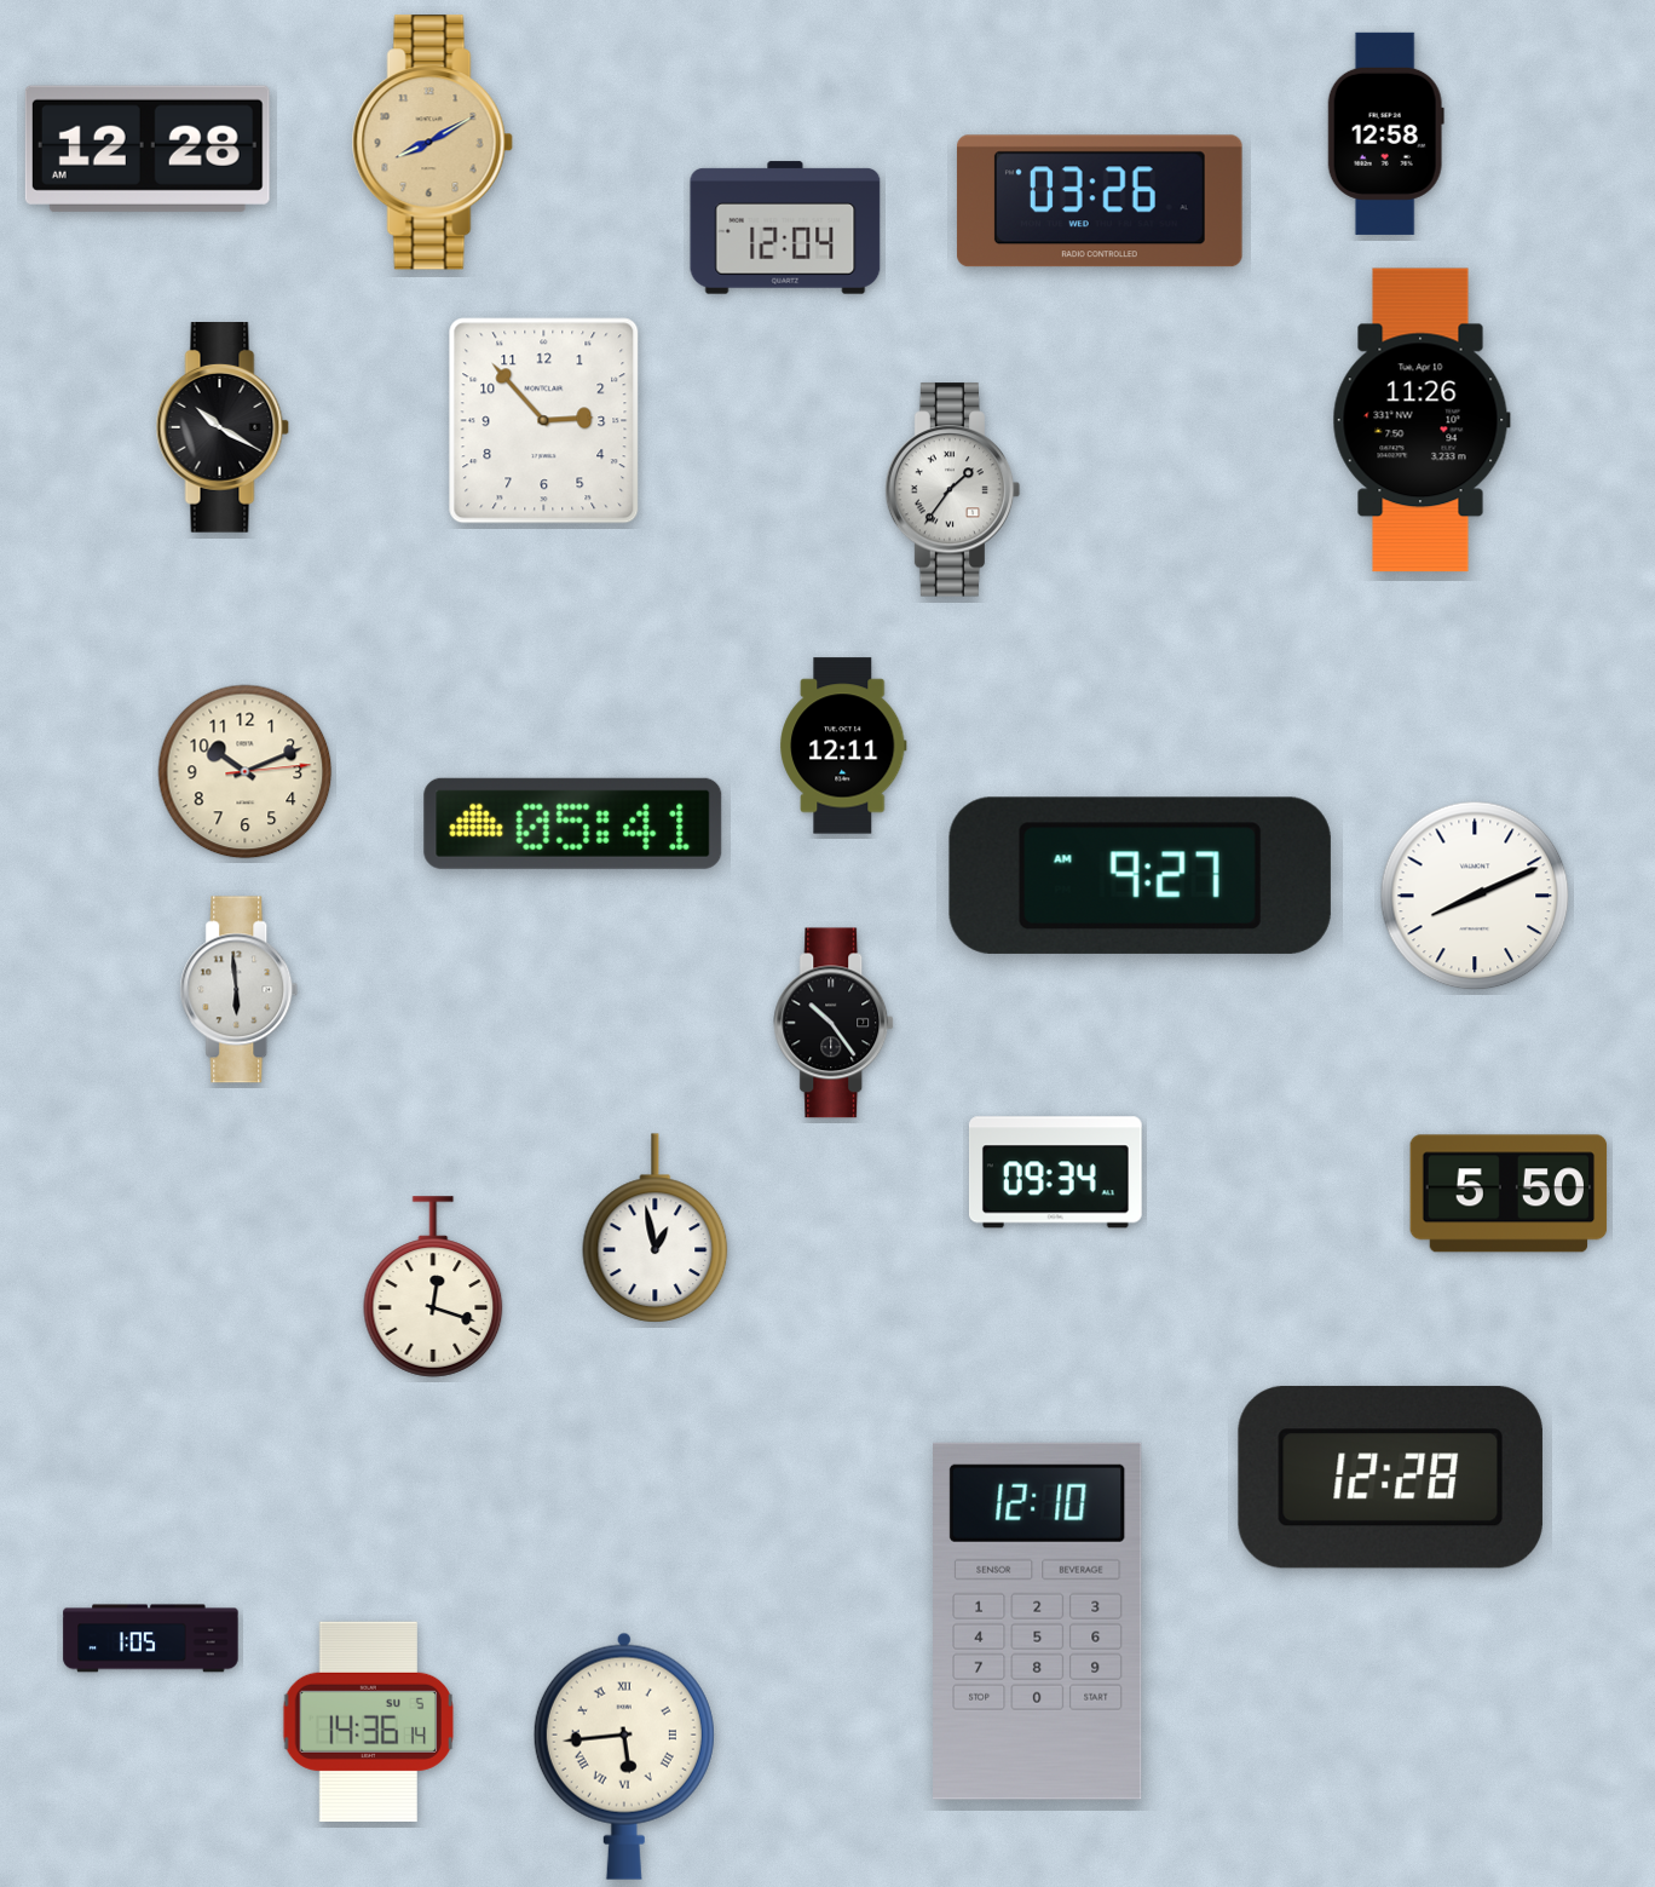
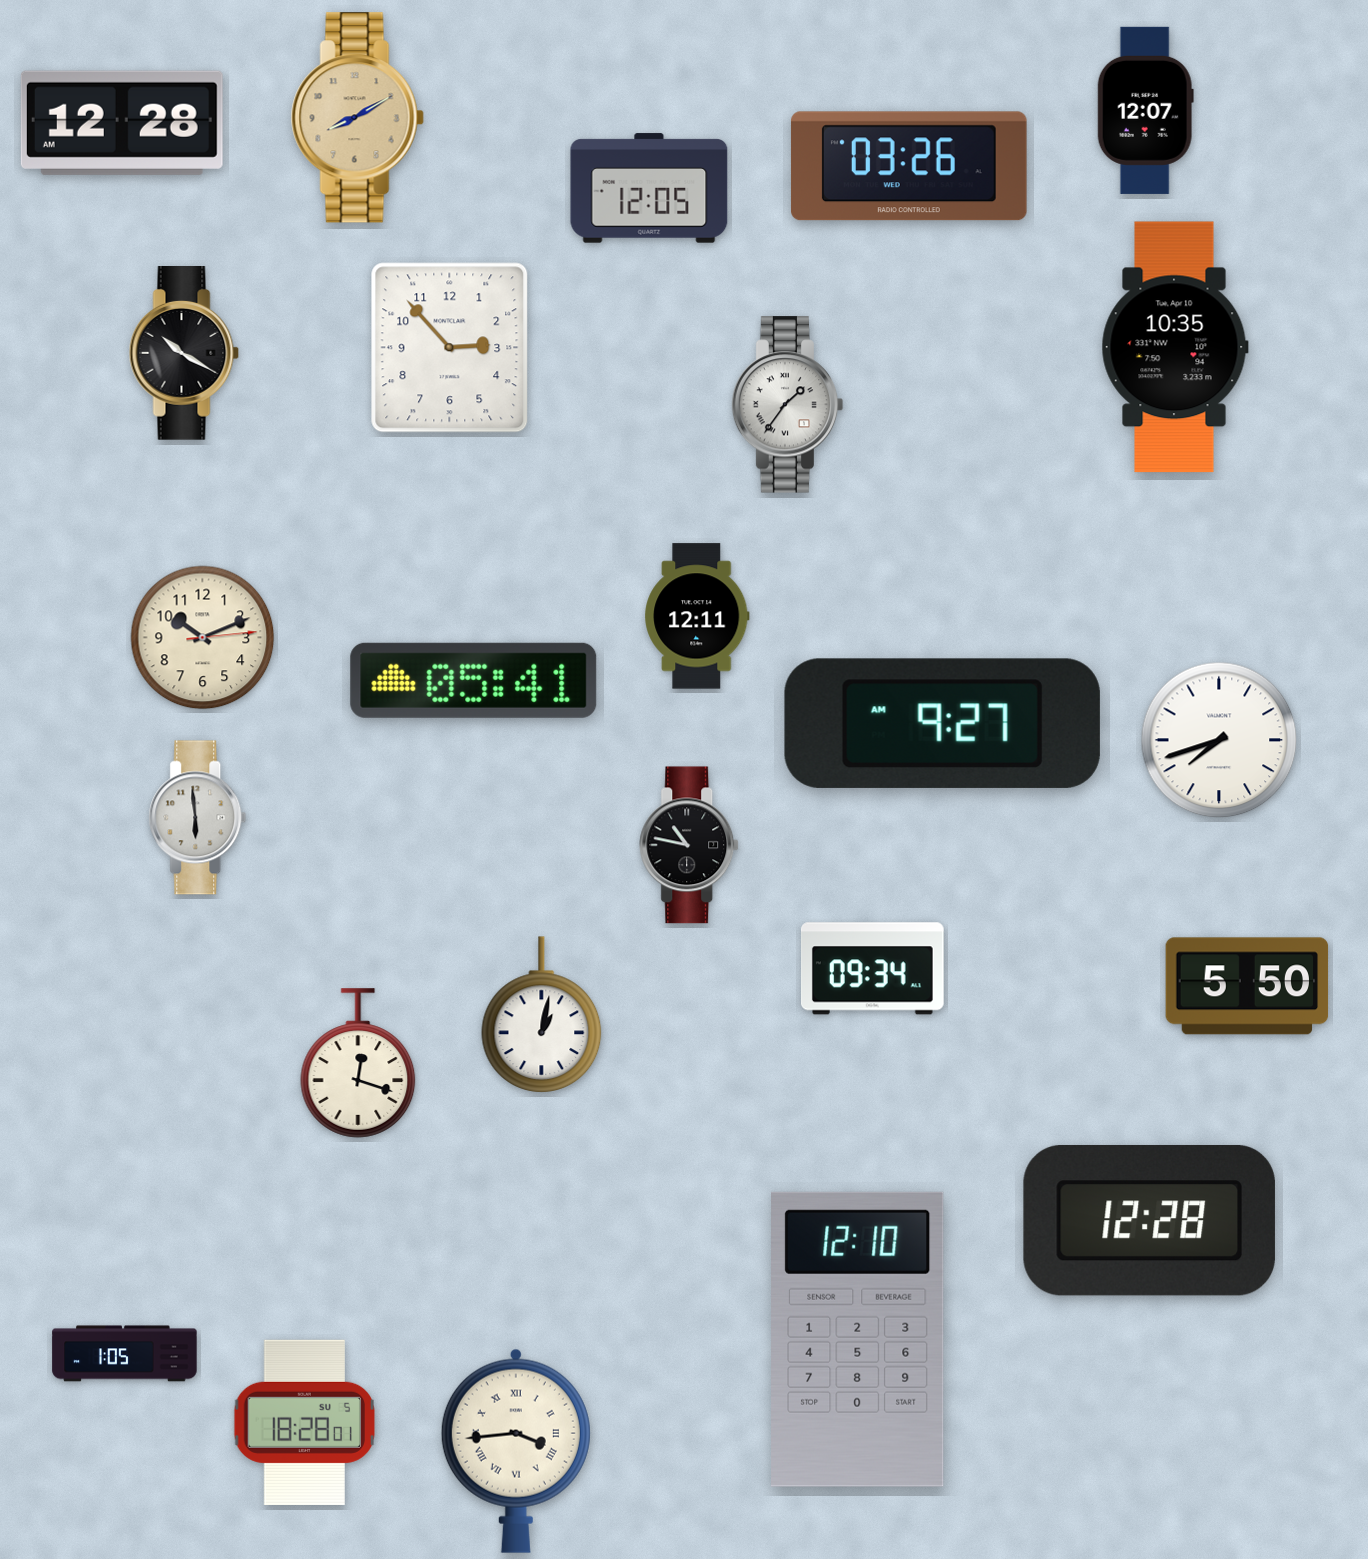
clock at (1385, 133): 12:58 -> 12:07
clock at (785, 228): 12:04 -> 12:05
clock at (1422, 420): 11:26 -> 10:35
clock at (1475, 896): 8:11 -> 7:42
clock at (835, 1023): 10:24 -> 10:47
clock at (656, 1229): 12:58 -> 1:02
clock at (368, 1721): 14:36 -> 18:28
clock at (624, 1756): 5:44 -> 3:44
